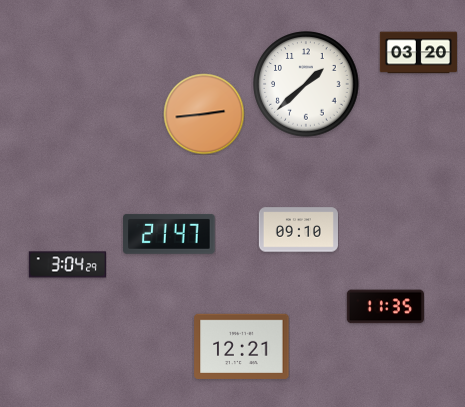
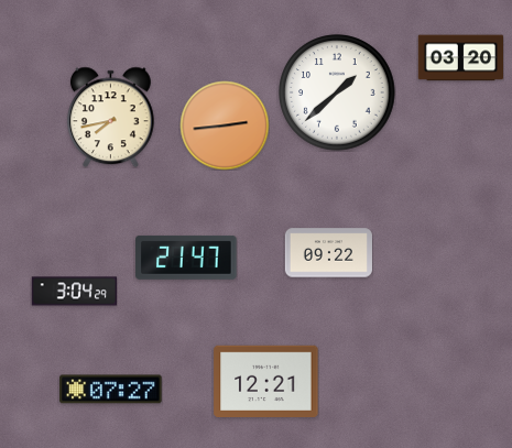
clock at (110, 117): none -> 7:43
clock at (298, 230): 09:10 -> 09:22
clock at (385, 307): 11:35 -> none
clock at (111, 390): none -> 07:27
